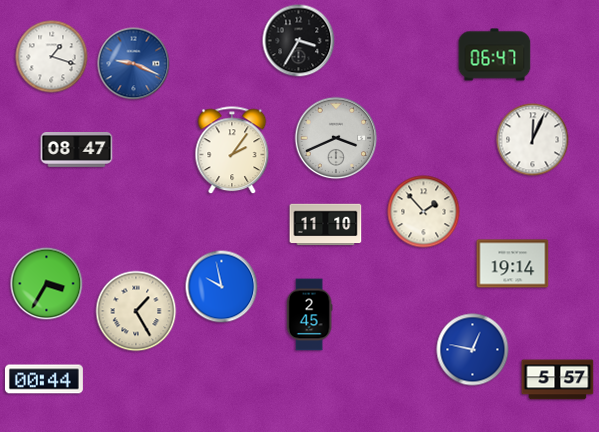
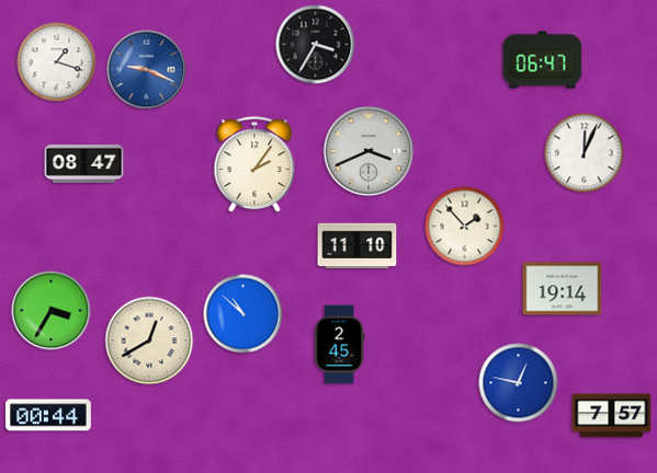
clock at (299, 41) position: (299, 41) -> (316, 45)
clock at (424, 212) position: (424, 212) -> (465, 227)
clock at (222, 287): 9:58 -> 10:52
clock at (136, 311): 1:25 -> 12:40
clock at (558, 380): 5:57 -> 7:57
